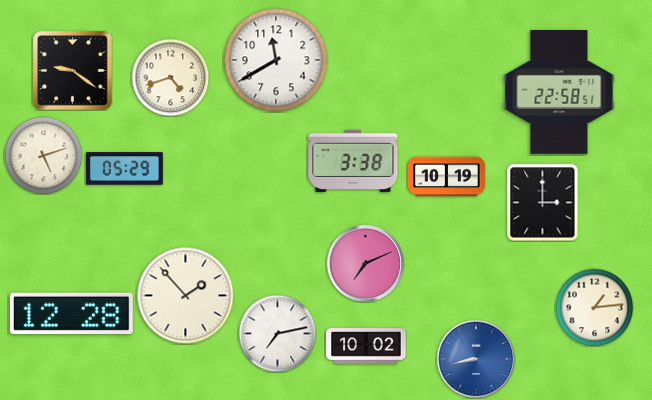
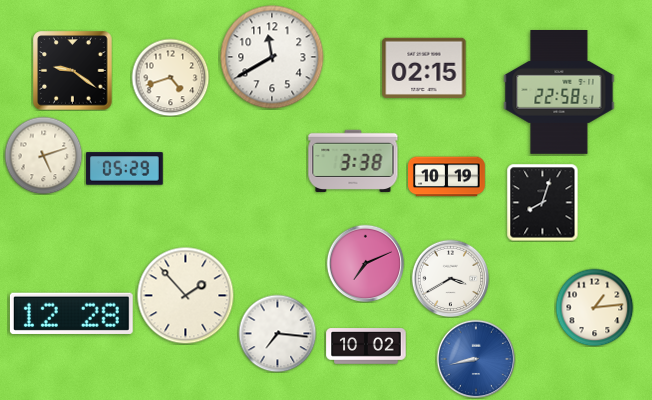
clock at (276, 60) position: (276, 60) -> (272, 57)
clock at (424, 68): none -> 02:15
clock at (543, 202): 3:00 -> 8:03
clock at (450, 278): none -> 3:40
clock at (277, 333): 7:13 -> 7:16
